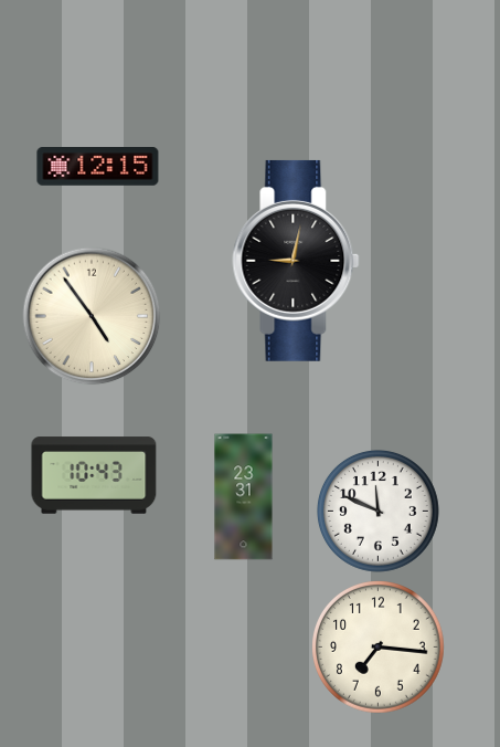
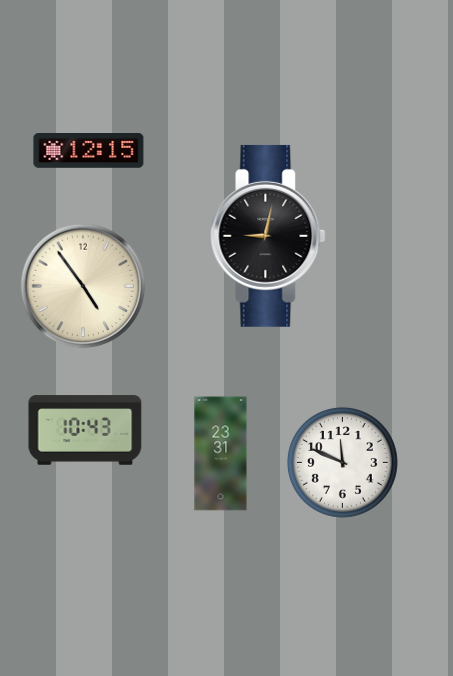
clock at (244, 497) position: (244, 497) -> (221, 454)
clock at (379, 648): 7:16 -> none
